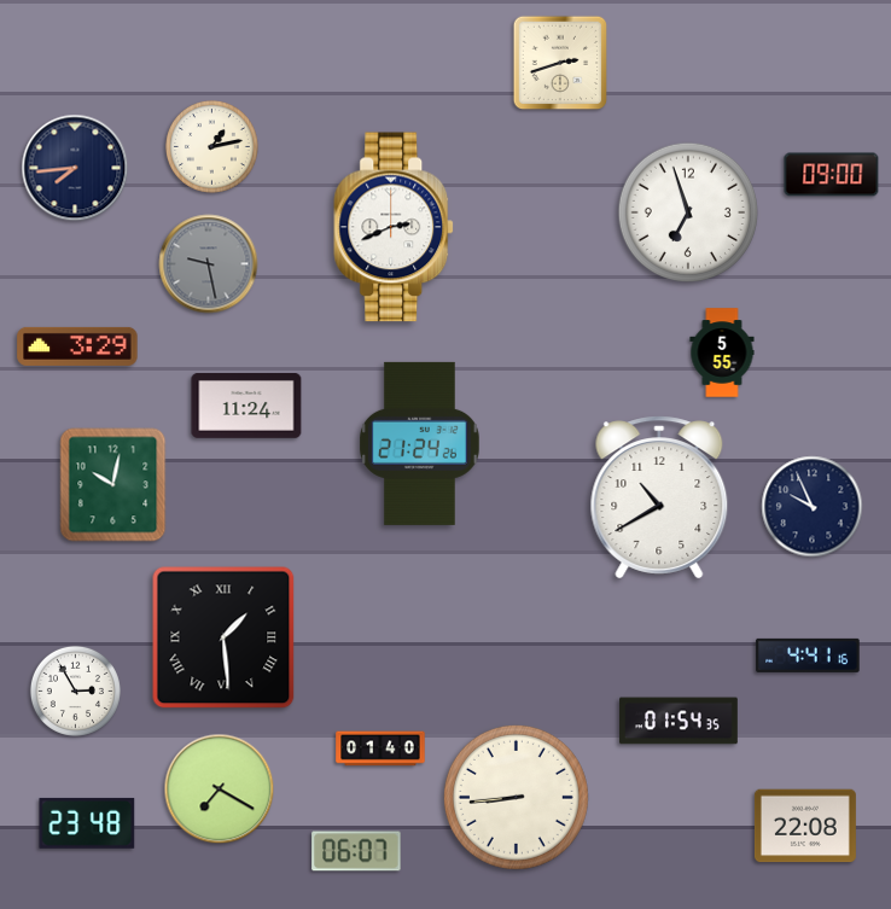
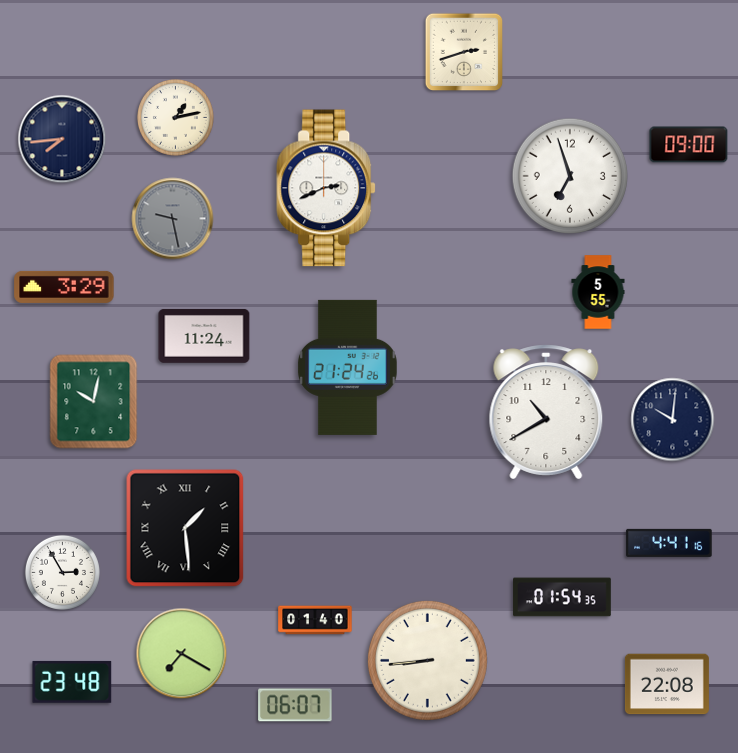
clock at (211, 146) position: (211, 146) -> (175, 117)
clock at (813, 507): 9:56 -> 10:01
